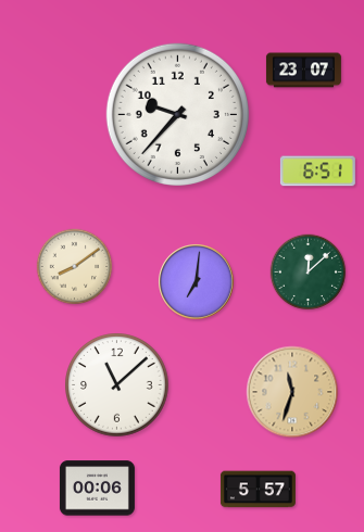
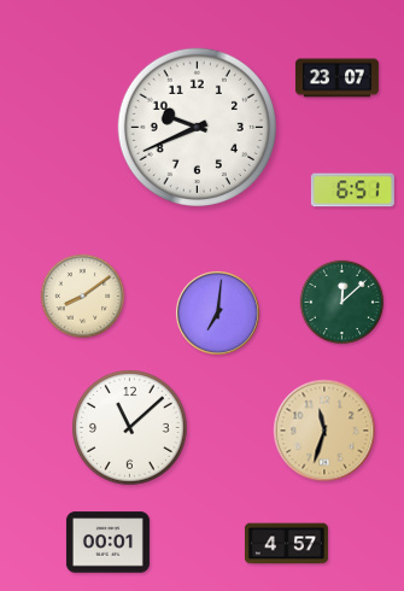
clock at (177, 114): 9:37 -> 9:41
clock at (292, 392) position: (292, 392) -> (324, 431)
clock at (97, 489): 00:06 -> 00:01
clock at (258, 490): 5:57 -> 4:57
